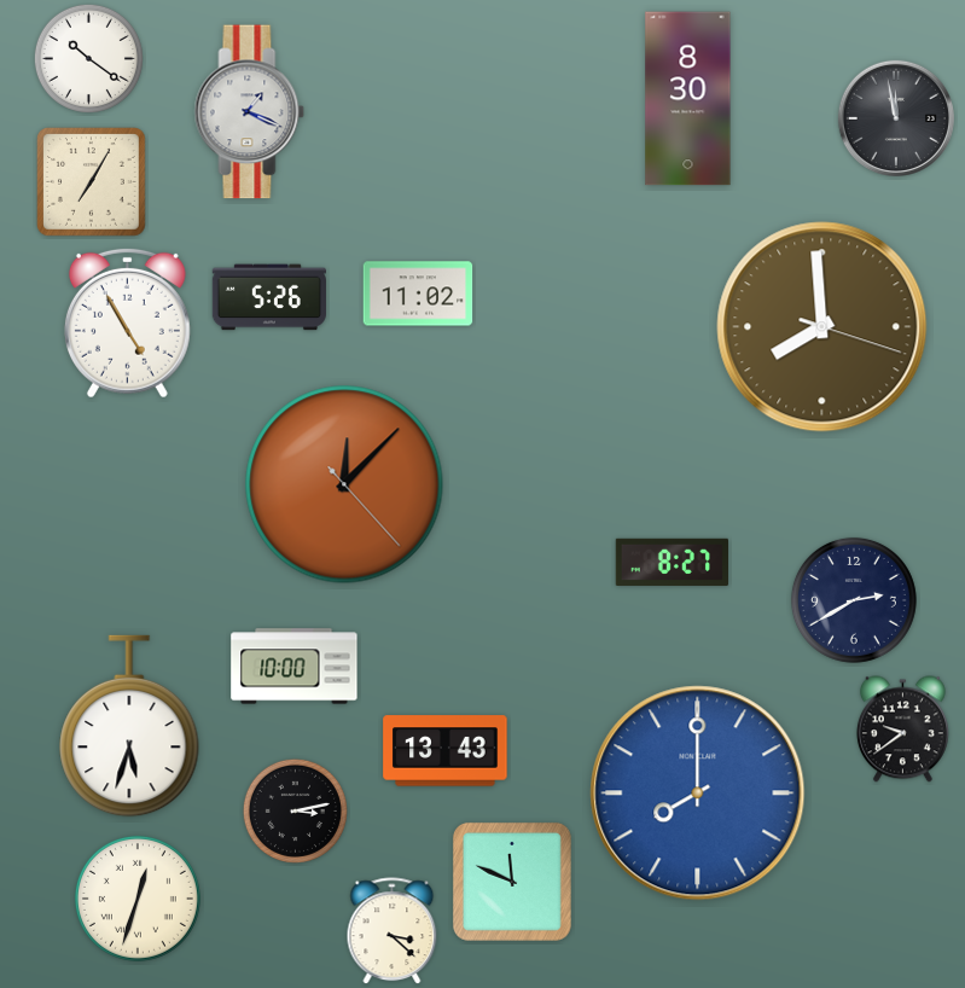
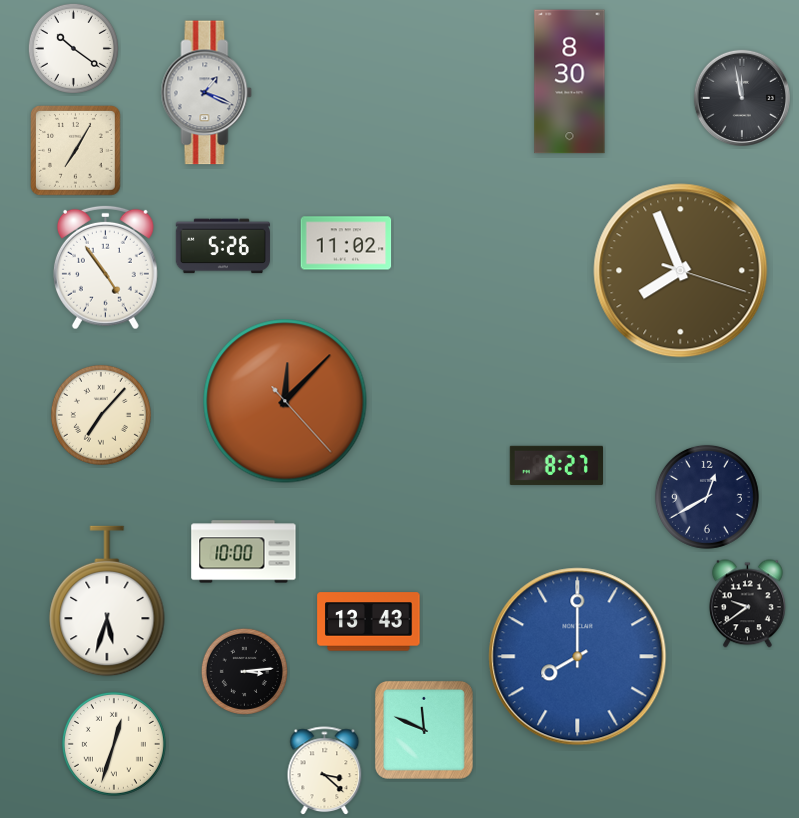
clock at (127, 322): 4:55 -> 4:54
clock at (822, 327): 7:59 -> 7:56
clock at (101, 415): none -> 7:07
clock at (854, 600): 2:40 -> 12:40
clock at (295, 810): 3:13 -> 3:14
